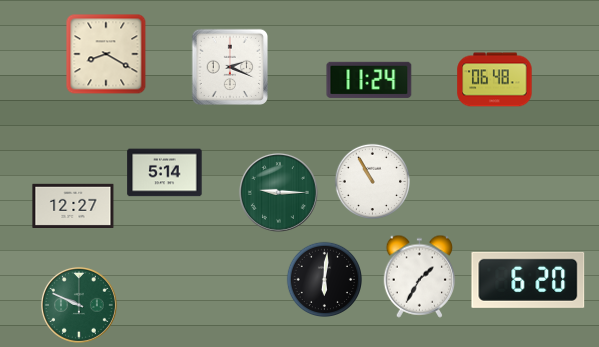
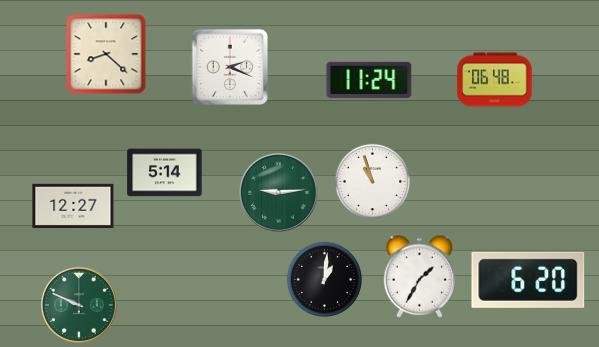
clock at (106, 54): 8:20 -> 8:22
clock at (373, 182): 10:55 -> 10:57
clock at (278, 192): 9:15 -> 9:14
clock at (325, 280): 6:01 -> 1:01
